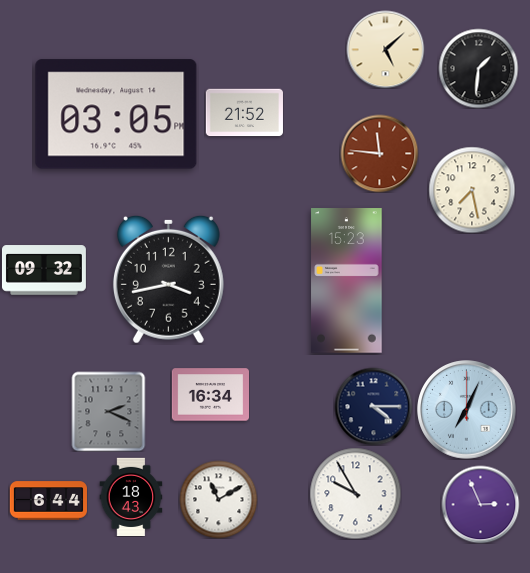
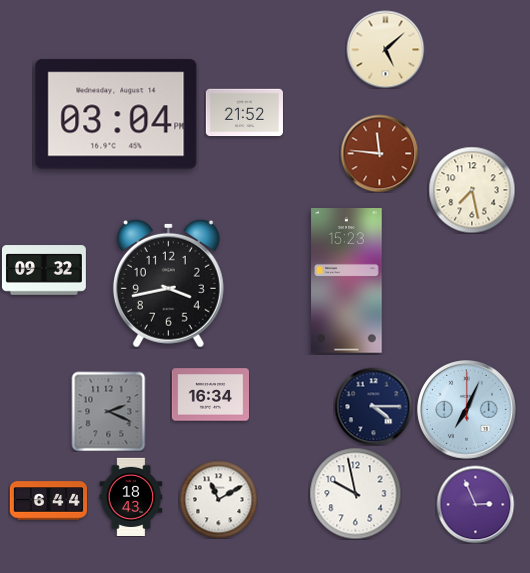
clock at (478, 68): 1:31 -> none
clock at (116, 114): 03:05 -> 03:04
clock at (168, 279) position: (168, 279) -> (168, 283)
clock at (355, 493): 9:55 -> 9:58
clock at (480, 504) position: (480, 504) -> (475, 504)
